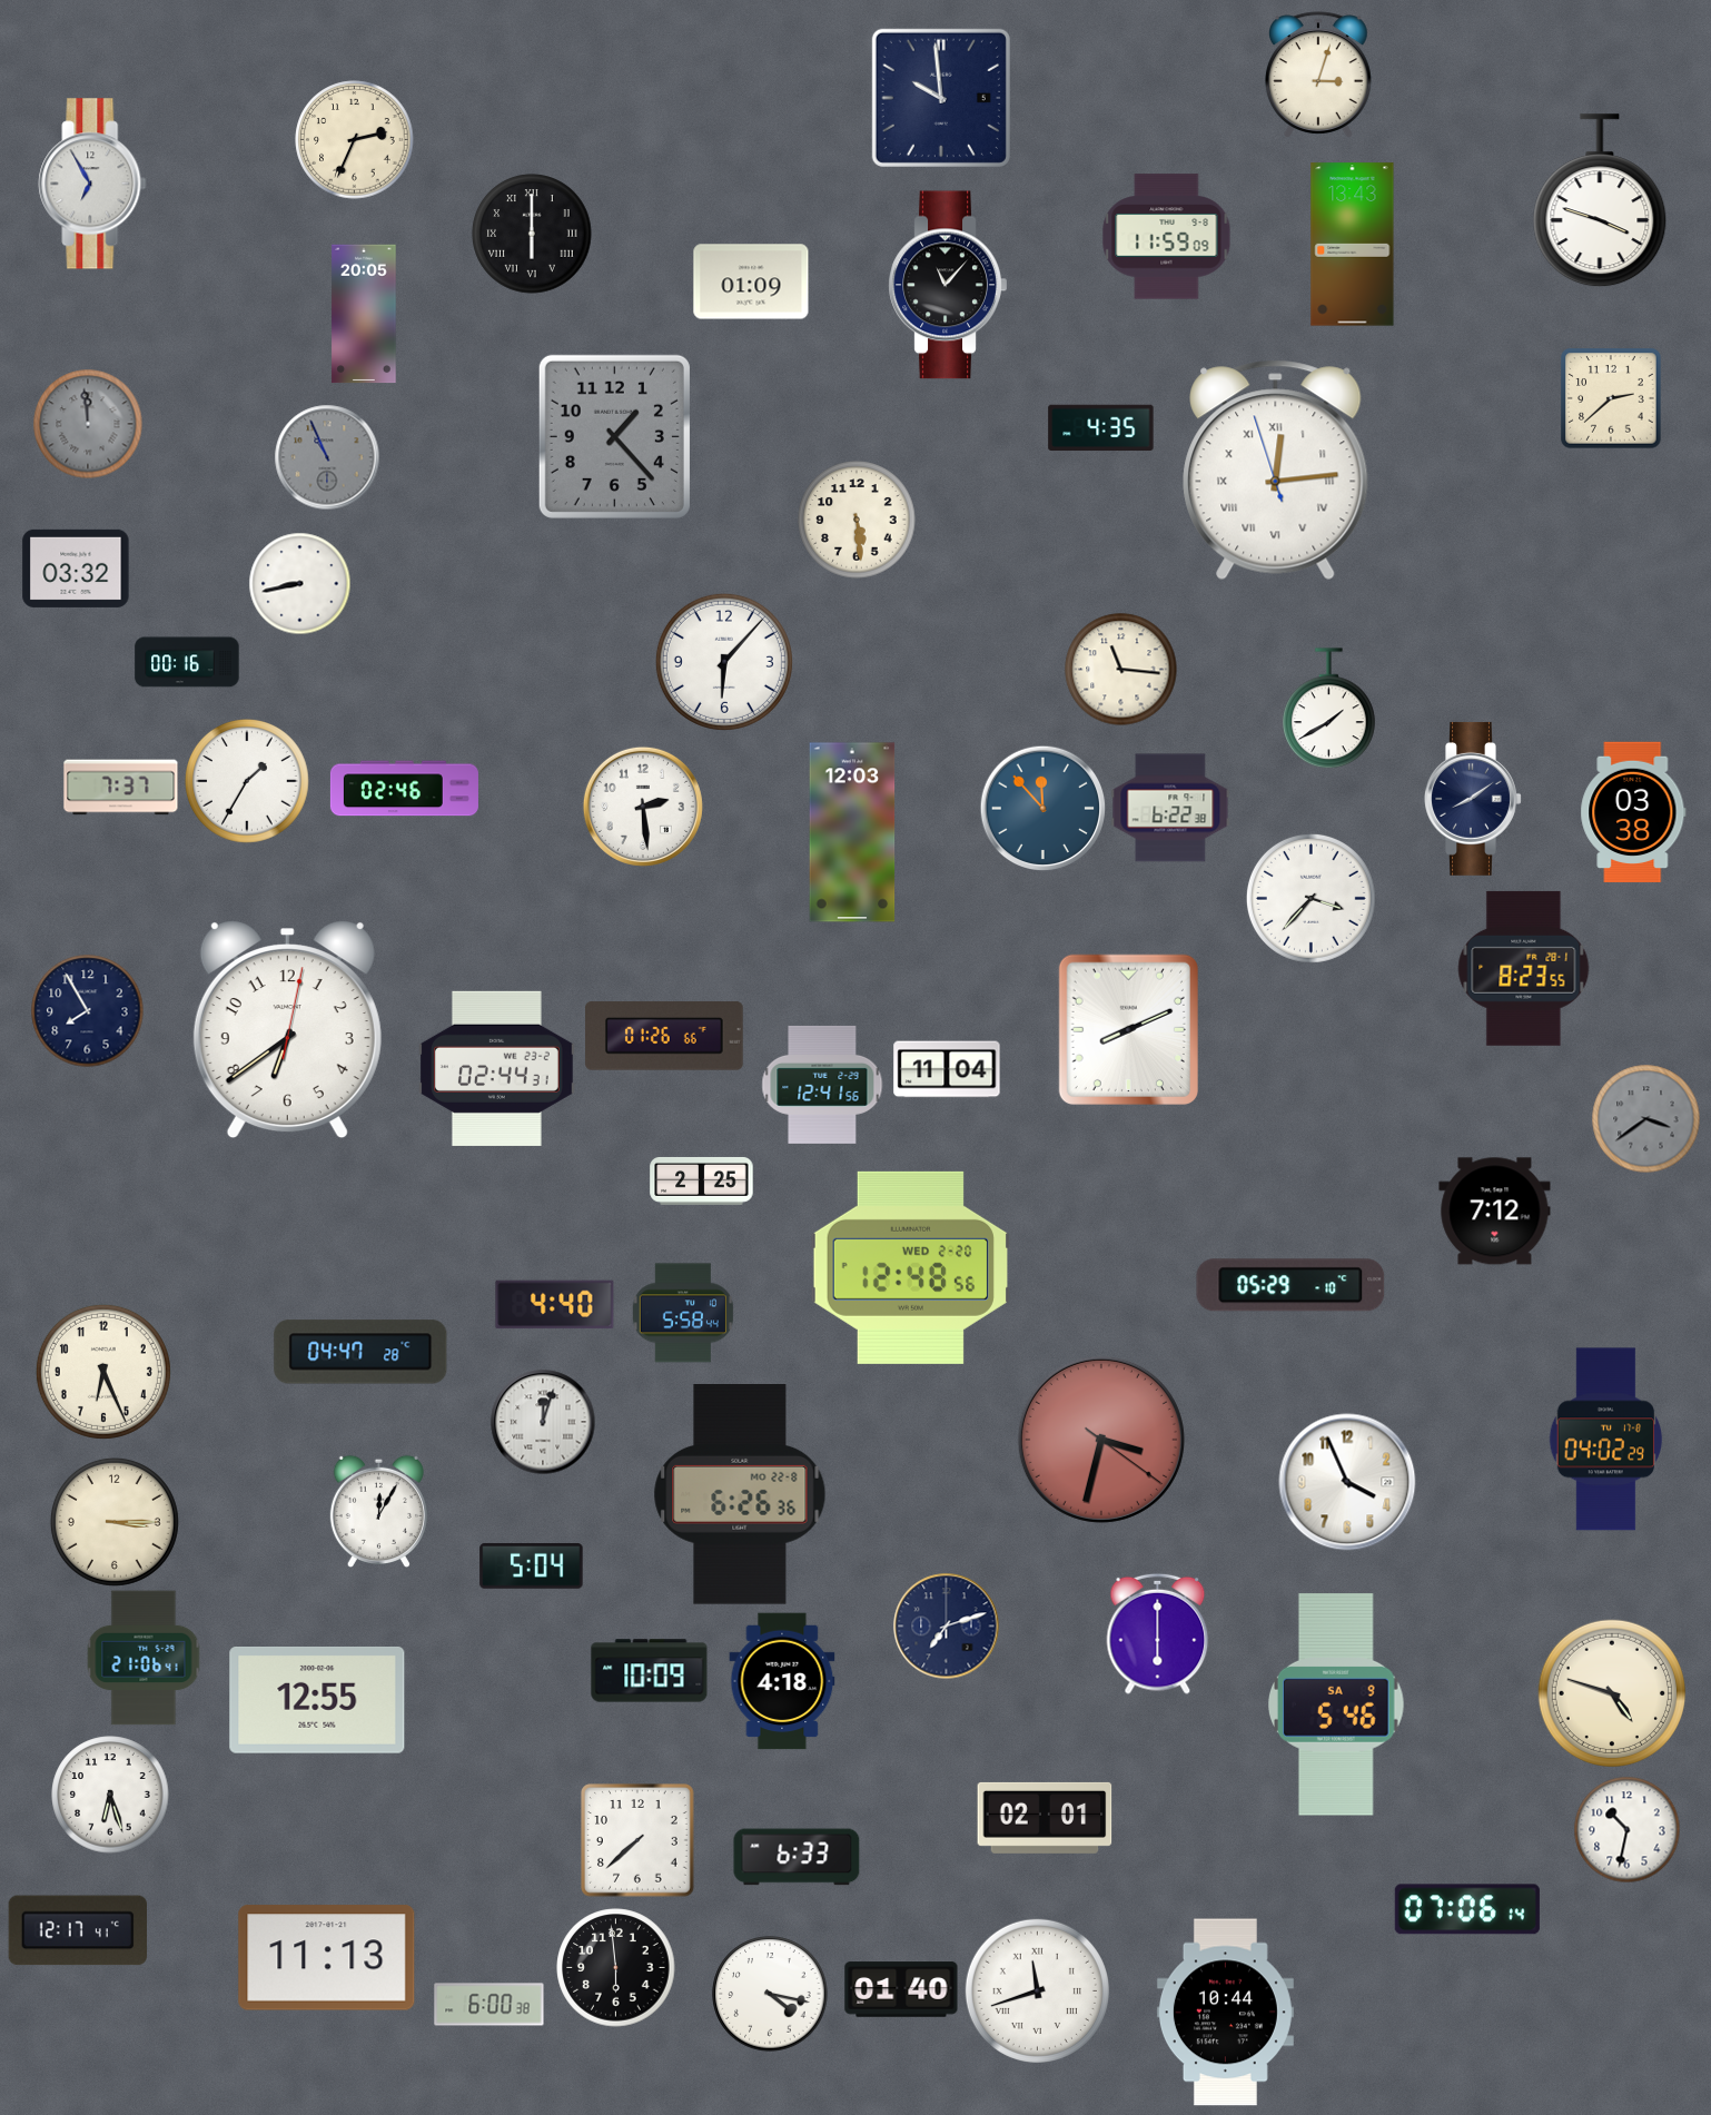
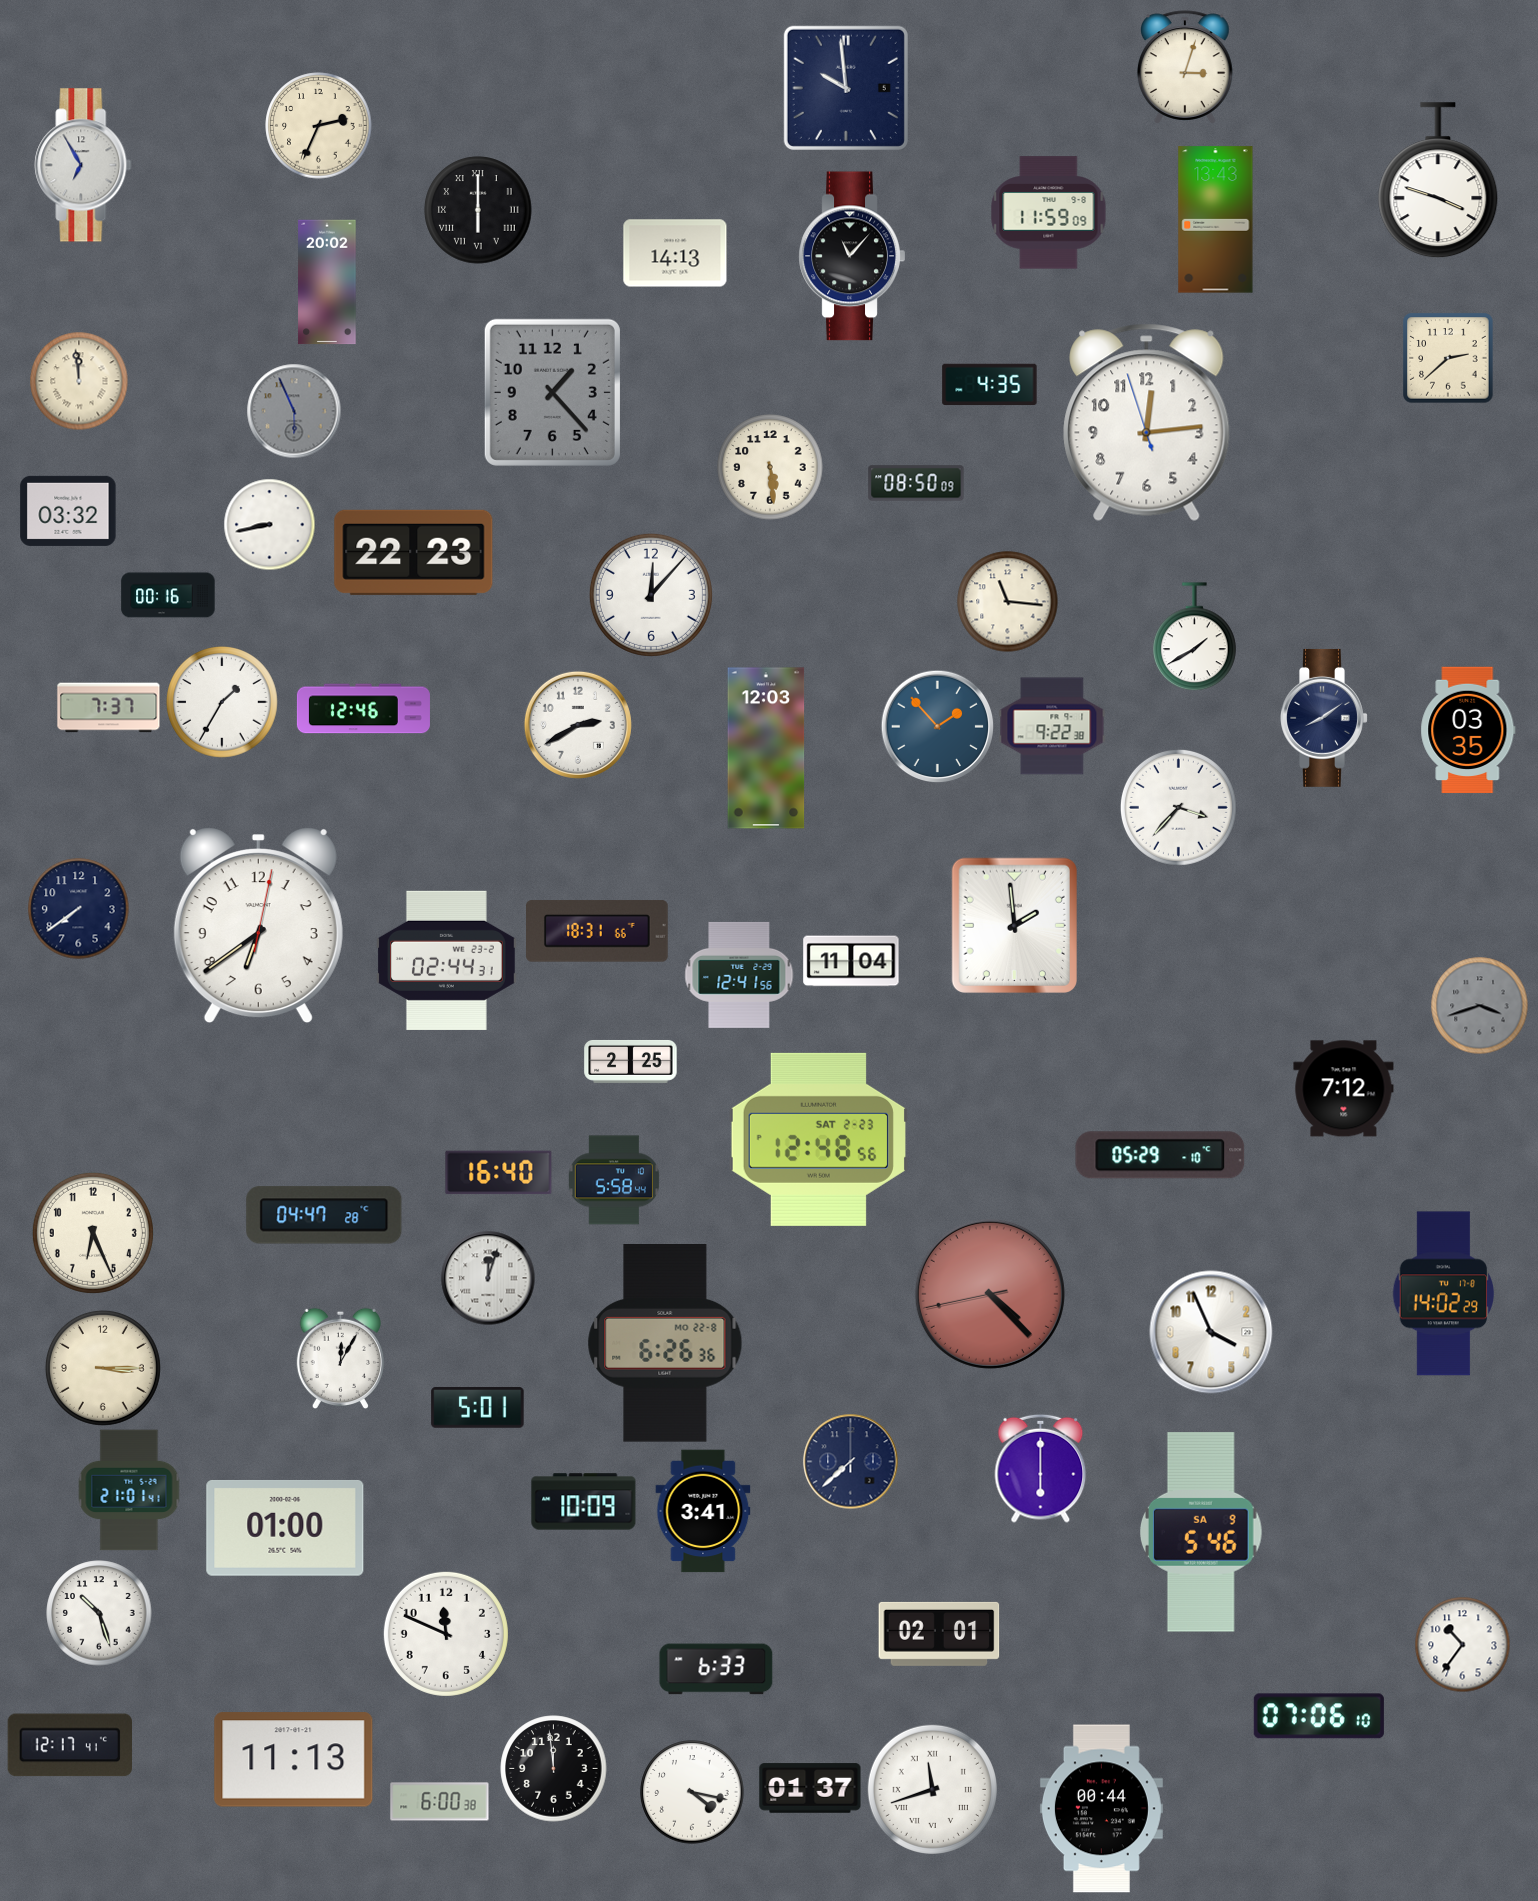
clock at (751, 281): 01:09 -> 14:13
clock at (364, 314): 20:05 -> 20:02
clock at (88, 424) dial: grey -> cream
clock at (327, 457): 10:56 -> 5:56
clock at (1276, 471) numerals: Roman -> Arabic
clock at (916, 483): none -> 08:50
clock at (414, 552): none -> 22:23
clock at (724, 662): 6:07 -> 12:07
clock at (404, 789): 02:46 -> 12:46
clock at (643, 807): 2:29 -> 2:40
clock at (1042, 808): 11:53 -> 1:53
clock at (1170, 808): 6:22 -> 9:22
clock at (1633, 812): 03:38 -> 03:35
clock at (1524, 968): 8:23 -> none
clock at (88, 1011): 7:55 -> 7:39
clock at (1128, 1029): 8:11 -> 1:59
clock at (665, 1036): 01:26 -> 18:31
clock at (1645, 1118): 3:39 -> 3:42
clock at (910, 1267) date: WED 2-20 -> SAT 2-23
clock at (555, 1305): 4:40 -> 16:40
clock at (1101, 1440): 3:32 -> 4:22
clock at (1605, 1440): 04:02 -> 14:02
clock at (532, 1567): 5:04 -> 5:01
clock at (946, 1625): 7:12 -> 7:38
clock at (144, 1658): 21:06 -> 21:01
clock at (782, 1681): 4:18 -> 3:41
clock at (1611, 1692): 4:48 -> none
clock at (317, 1700): 12:55 -> 01:00
clock at (110, 1795): 6:27 -> 10:27
clock at (446, 1634): none -> 11:49
clock at (1626, 1829): 10:32 -> 10:36
clock at (639, 1841): 7:38 -> none
clock at (1467, 1909): 07:06:14 -> 07:06:10
clock at (77, 1930) position: (77, 1930) -> (69, 1745)
clock at (616, 1968): 5:59 -> 11:59
clock at (901, 1989): 01:40 -> 01:37
clock at (1225, 2013): 10:44 -> 00:44
